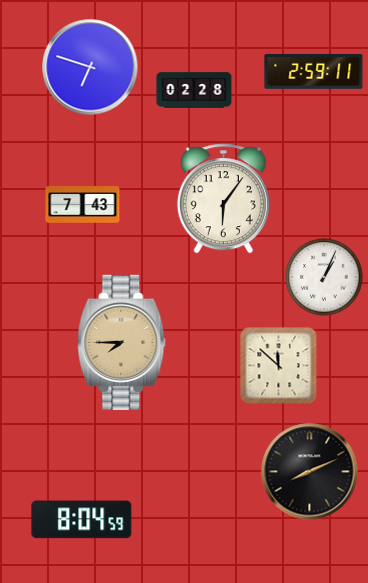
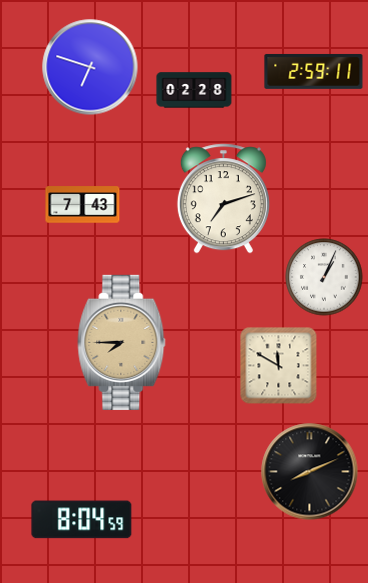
clock at (223, 199): 6:06 -> 7:12
clock at (279, 366): 11:52 -> 11:50
